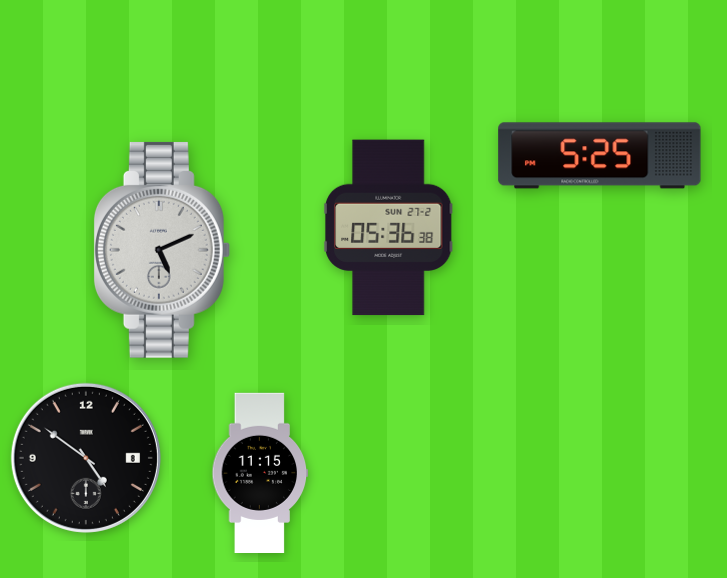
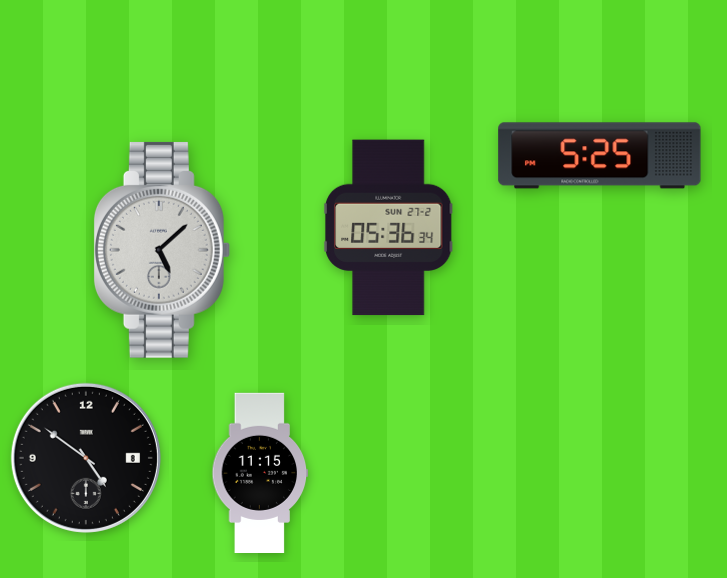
clock at (388, 228): 05:36:38 -> 05:36:34
clock at (162, 250): 5:11 -> 5:08
